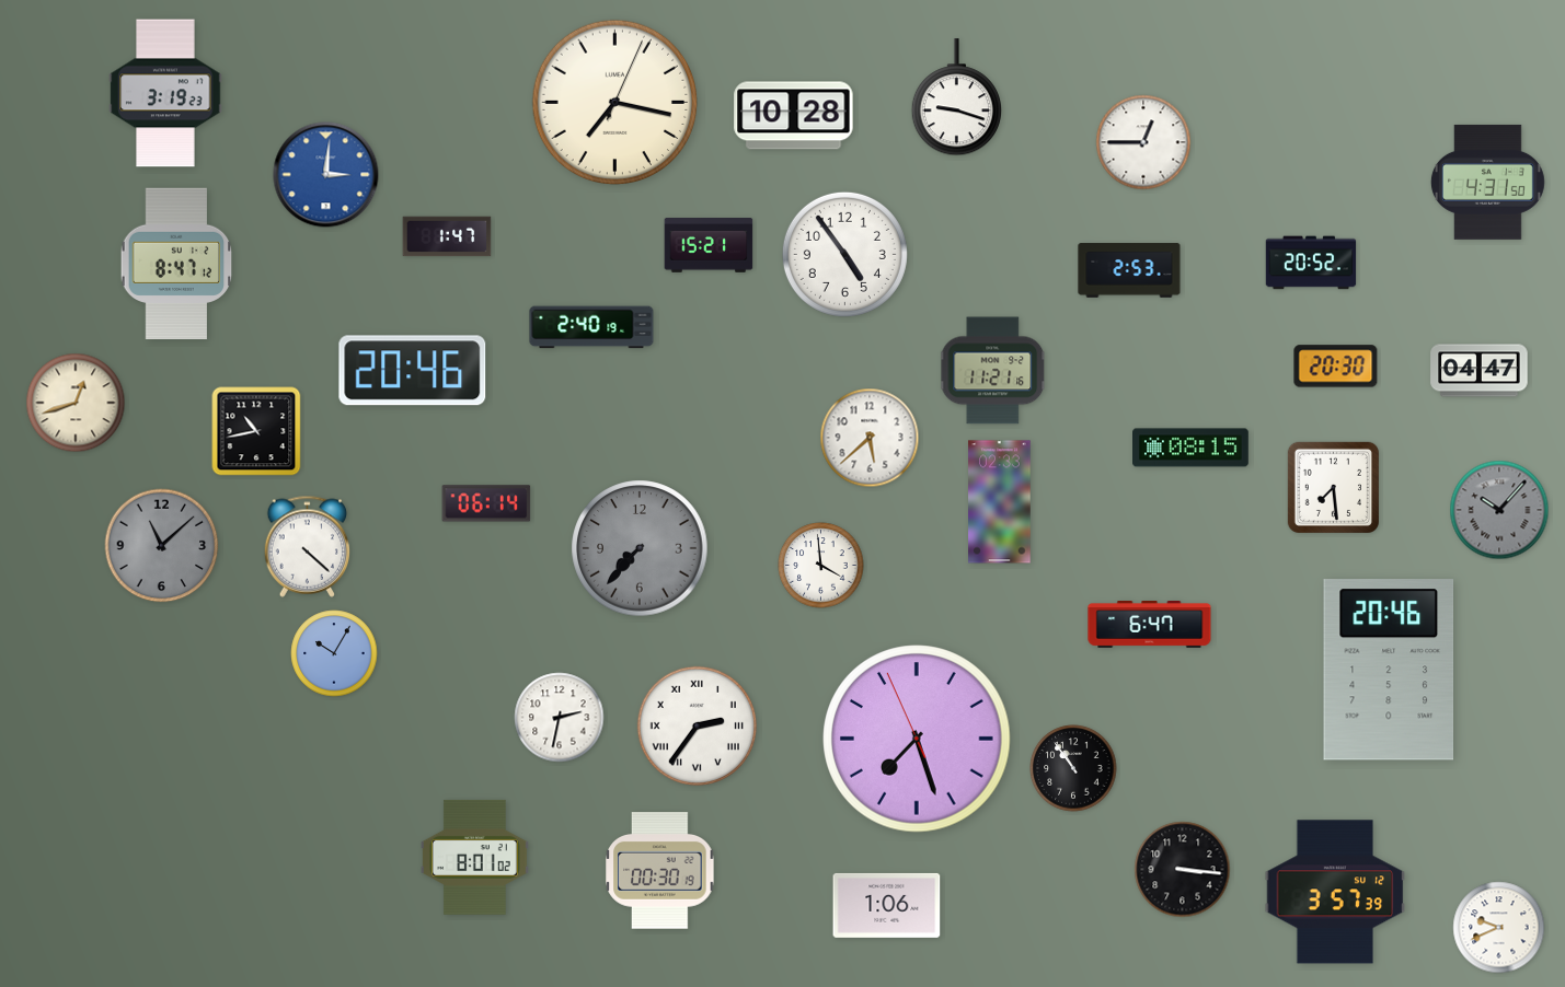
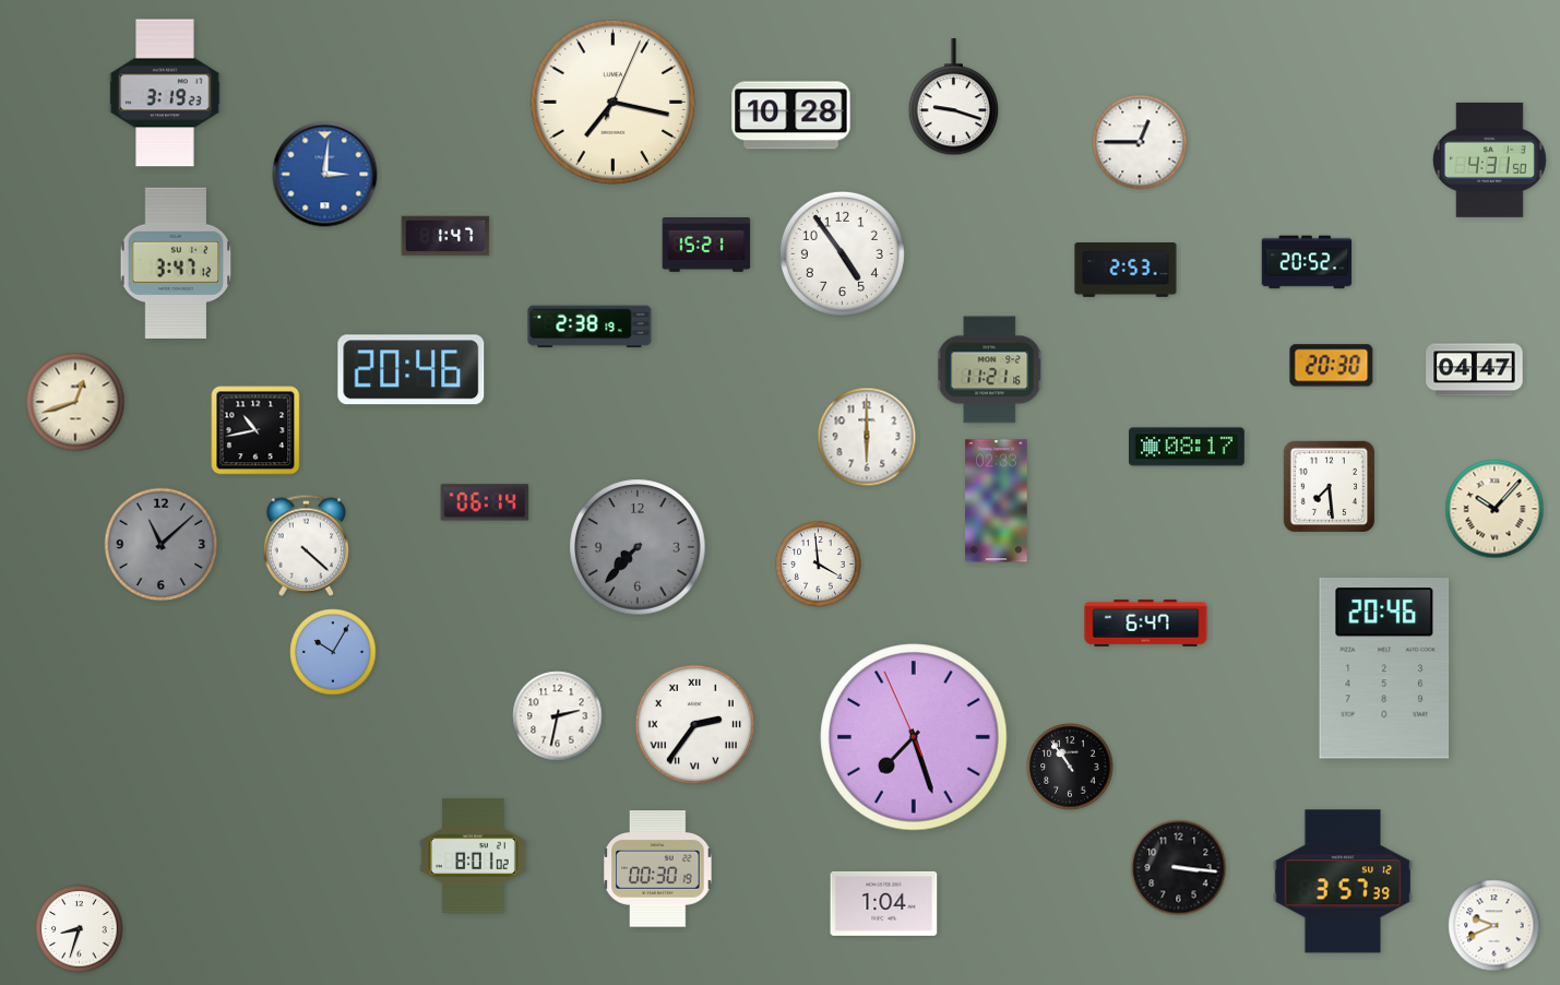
clock at (1487, 182) position: (1487, 182) -> (1489, 159)
clock at (176, 264): 8:47 -> 3:47
clock at (591, 327): 2:40 -> 2:38
clock at (870, 438): 5:38 -> 6:00
clock at (1192, 448): 08:15 -> 08:17
clock at (1499, 510) dial: grey -> cream
clock at (1335, 892) position: (1335, 892) -> (1343, 881)
clock at (887, 905): 1:06 -> 1:04
clock at (80, 929): none -> 8:33
